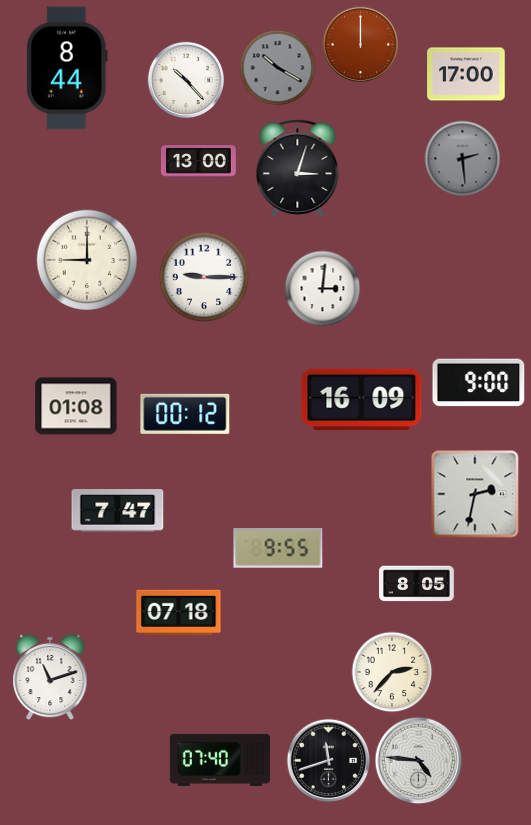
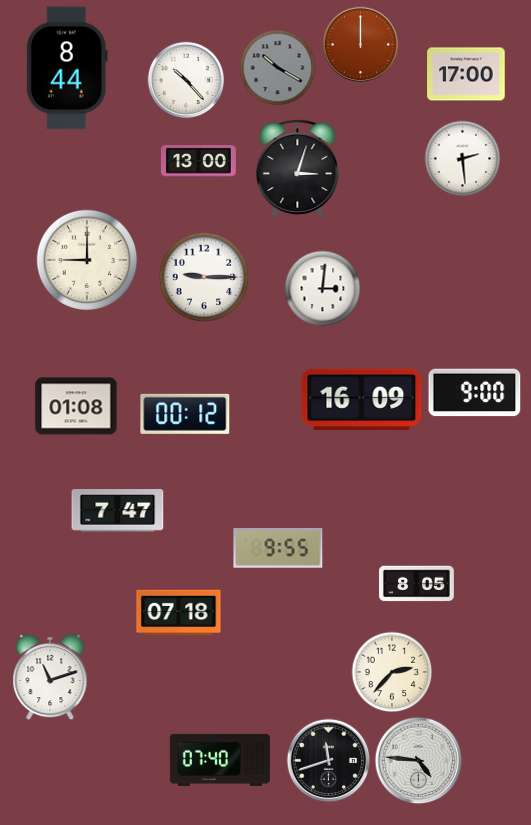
clock at (463, 159) dial: grey -> white
clock at (479, 383) position: (479, 383) -> (475, 393)
clock at (475, 494): 2:32 -> none
